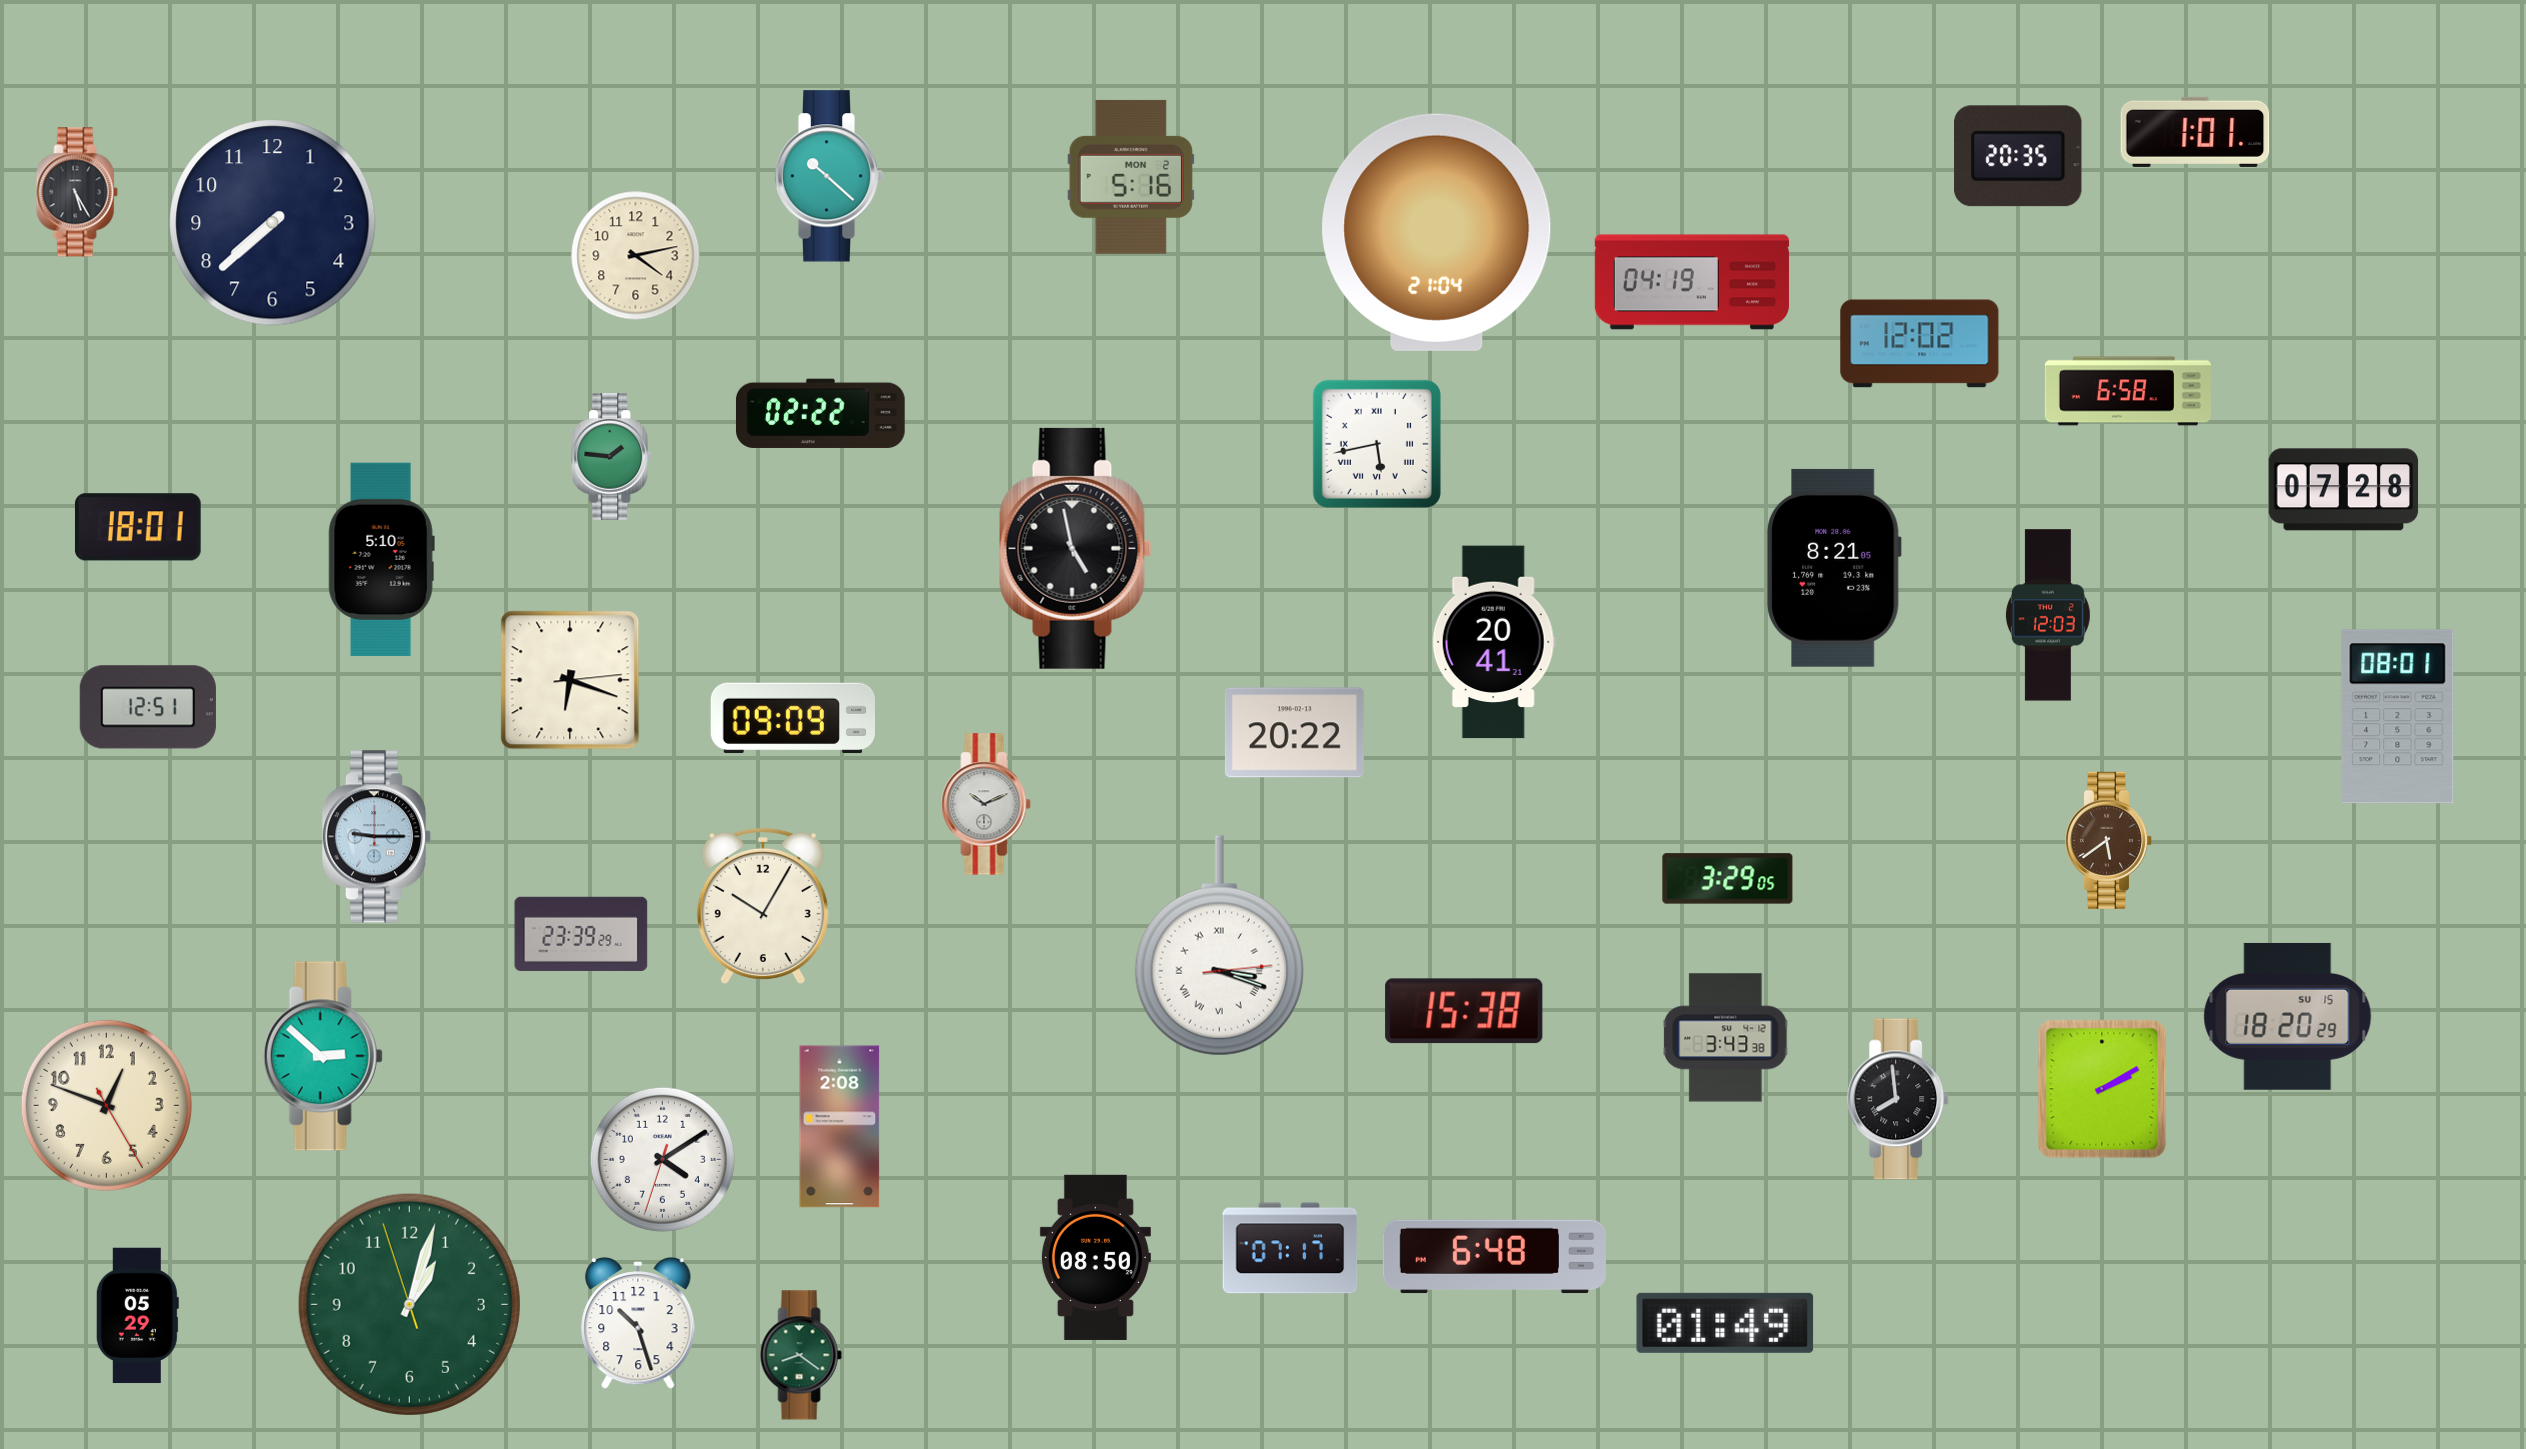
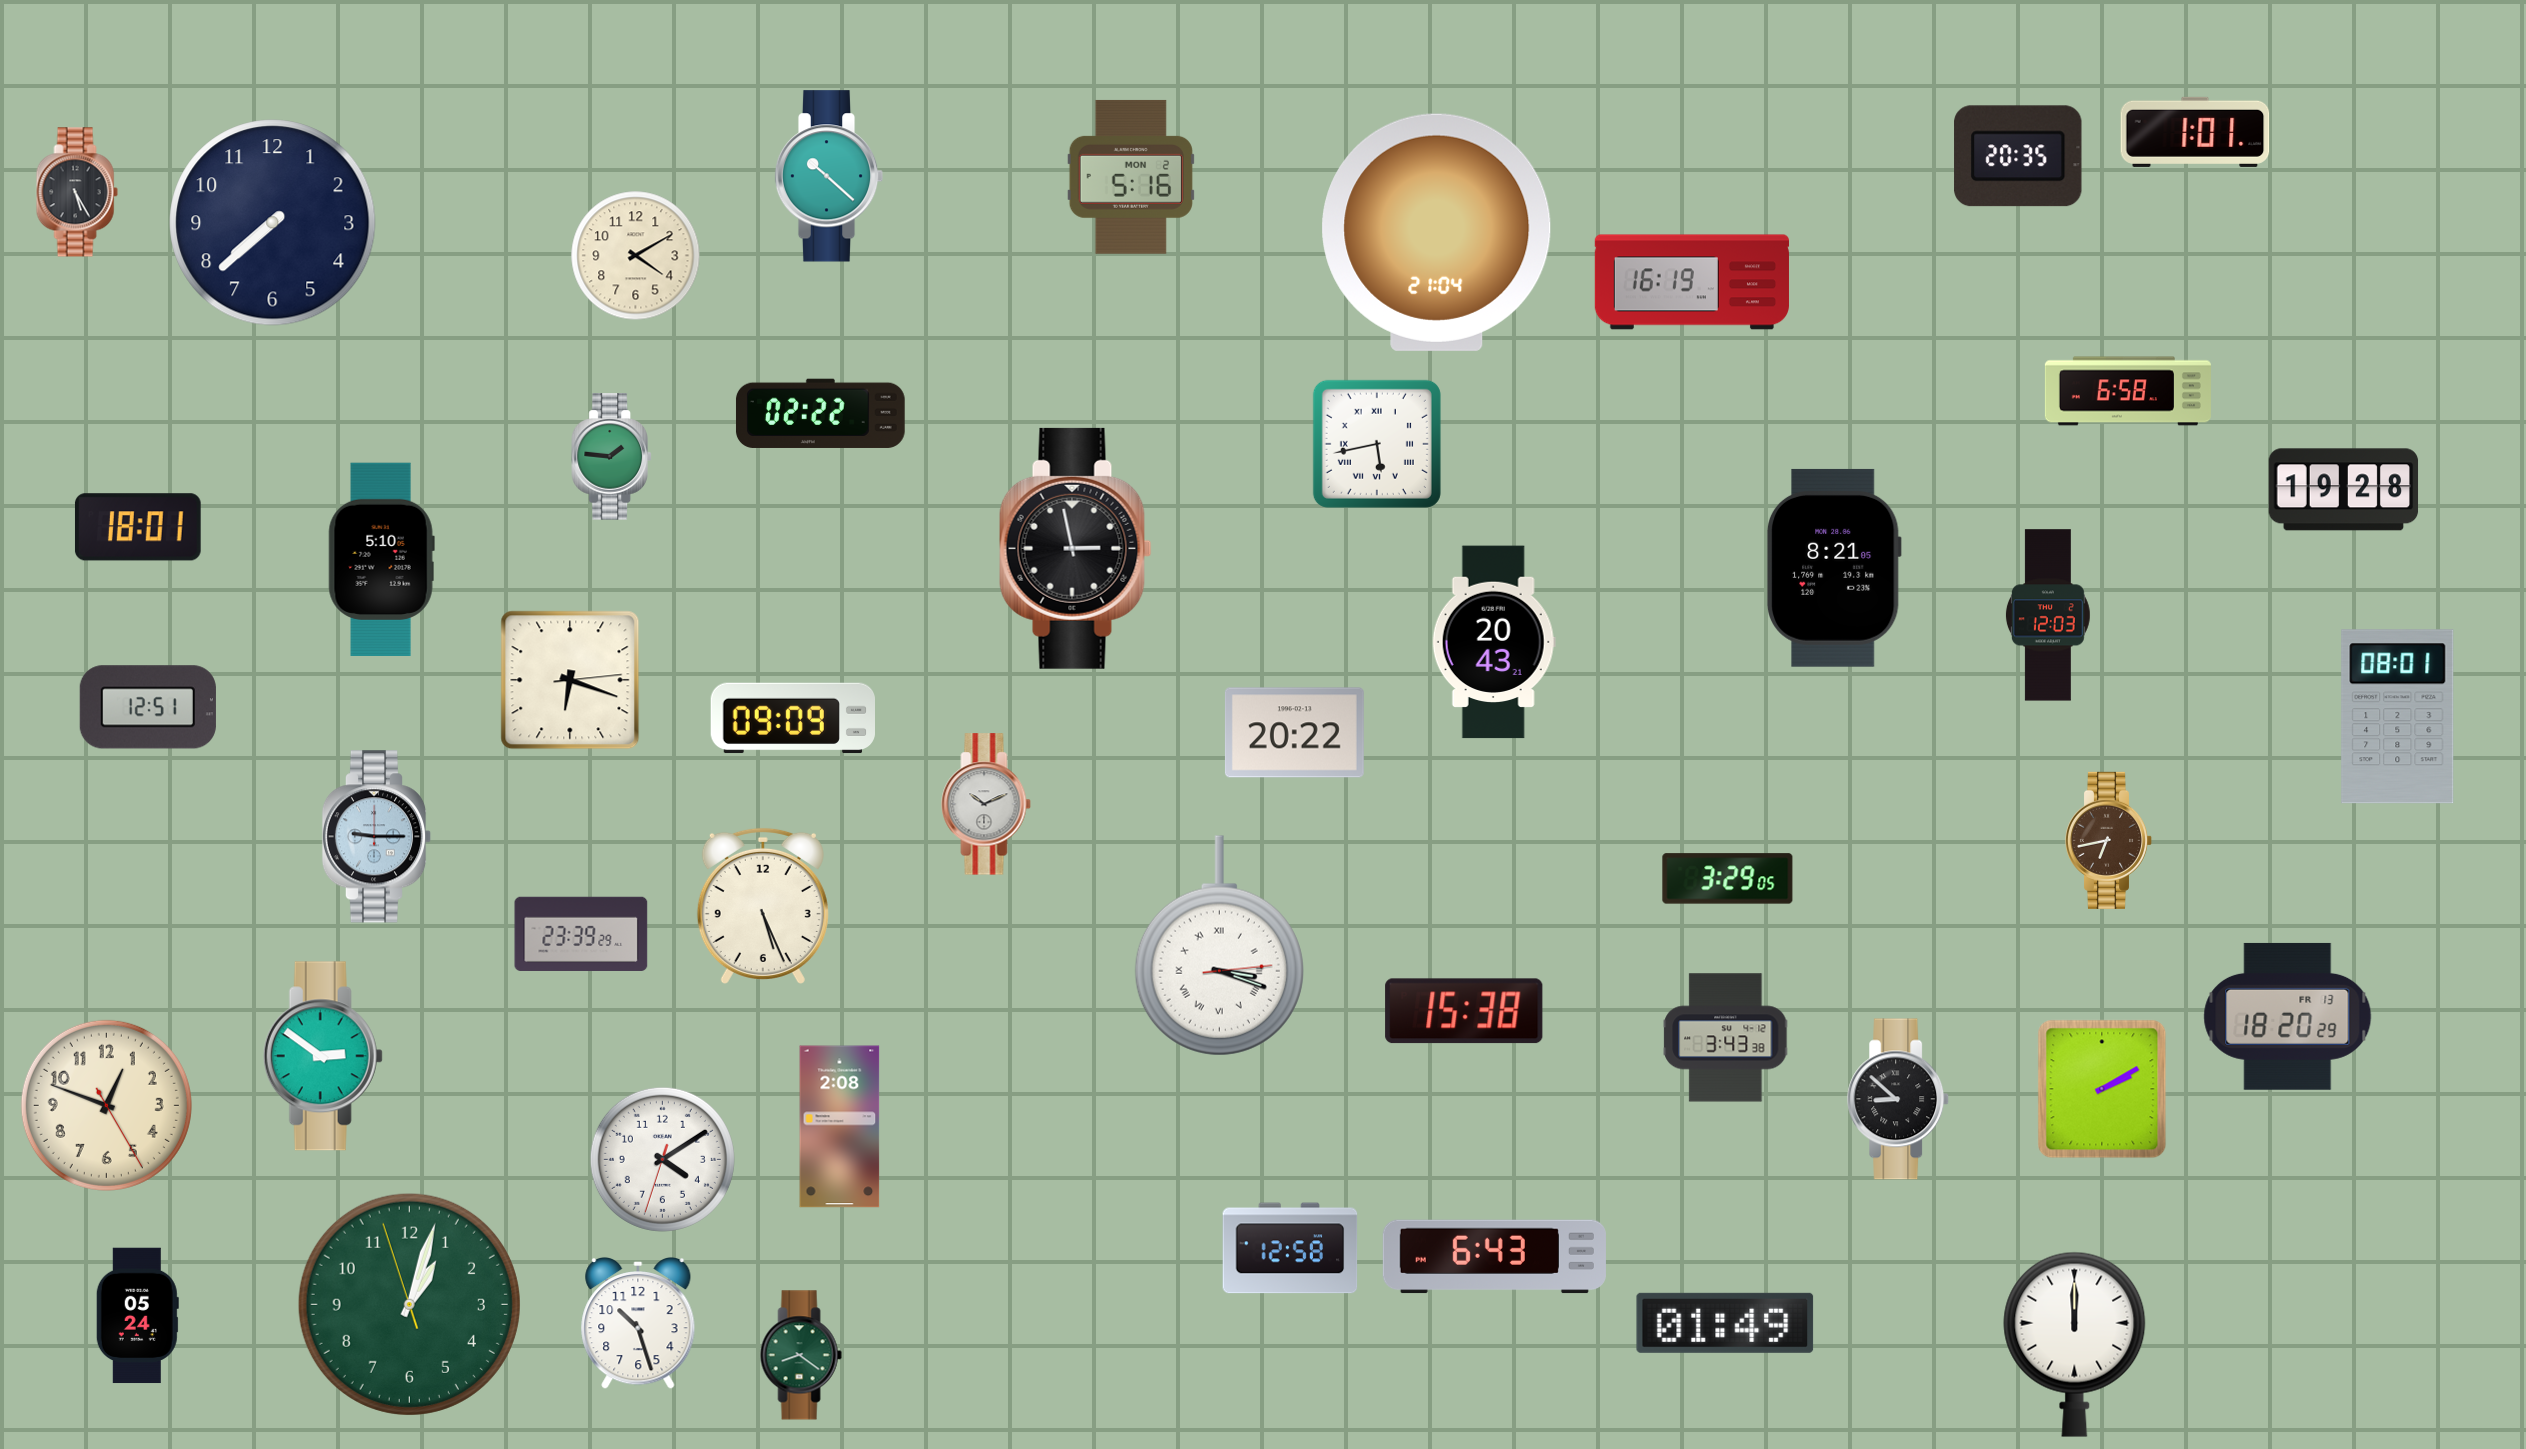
clock at (636, 256): 4:13 -> 4:10
clock at (1692, 282): 04:19 -> 16:19
clock at (1920, 344): 12:02 -> none
clock at (2344, 490): 07:28 -> 19:28
clock at (1076, 548): 4:58 -> 2:58
clock at (1494, 642): 20:41 -> 20:43
clock at (2109, 840): 5:39 -> 6:43
clock at (763, 906): 10:05 -> 5:26
clock at (2288, 1016) date: SU 15 -> FR 13
clock at (323, 1056): 2:52 -> 2:51
clock at (1899, 1099): 7:59 -> 8:52
clock at (1290, 1248): 07:17 -> 12:58
clock at (1095, 1257): 08:50 -> none
clock at (1494, 1257): 6:48 -> 6:43
clock at (137, 1316): 05:29 -> 05:24
clock at (2075, 1344): none -> 12:00
